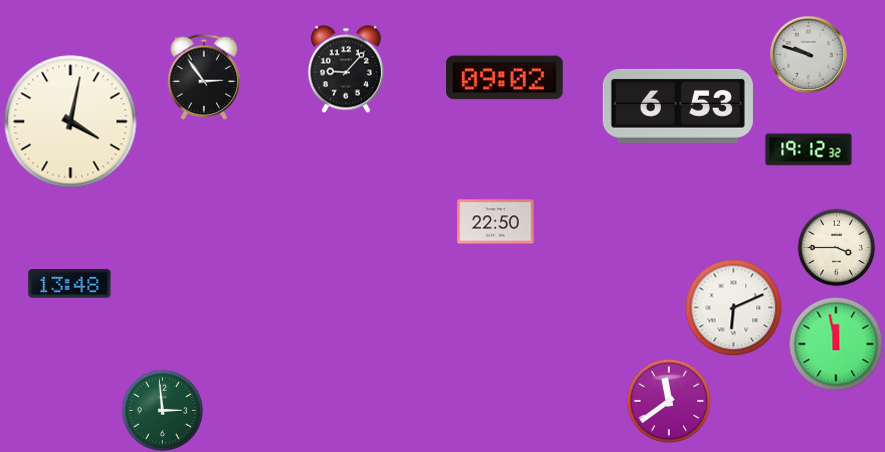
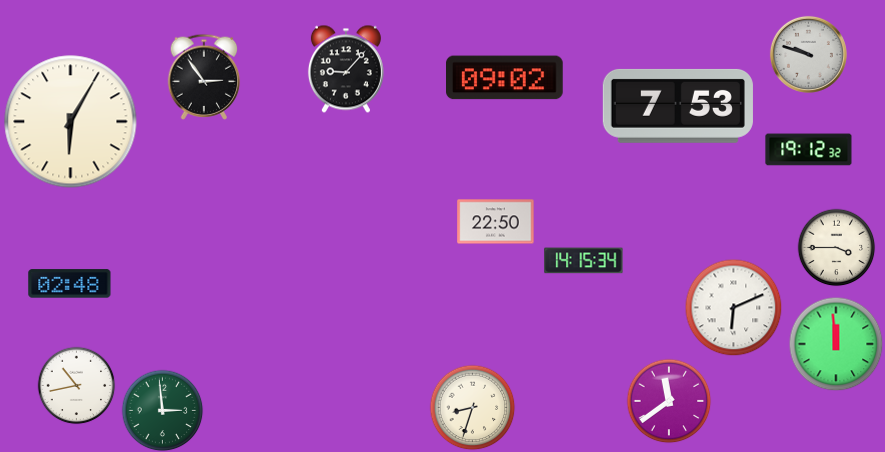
clock at (678, 106): 6:53 -> 7:53
clock at (71, 122): 4:02 -> 6:05
clock at (584, 261): none -> 14:15
clock at (70, 284): 13:48 -> 02:48
clock at (836, 344): 11:58 -> 11:59
clock at (76, 385): none -> 10:43
clock at (472, 407): none -> 8:33
